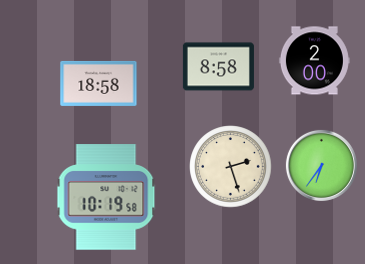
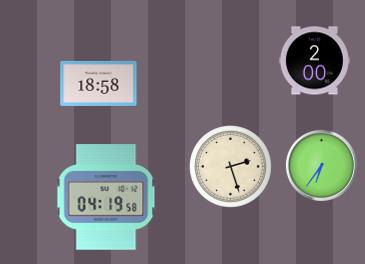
clock at (218, 67): 8:58 -> none
clock at (106, 197): 10:19 -> 04:19
